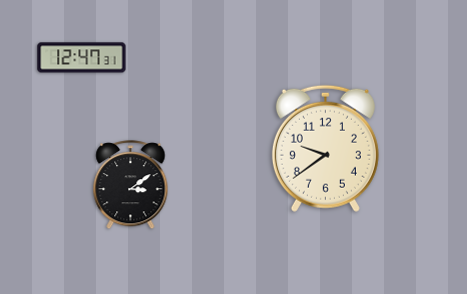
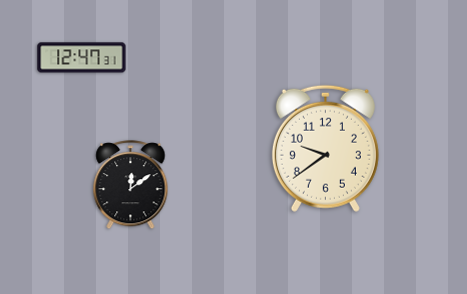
clock at (131, 185): 3:09 -> 12:09
